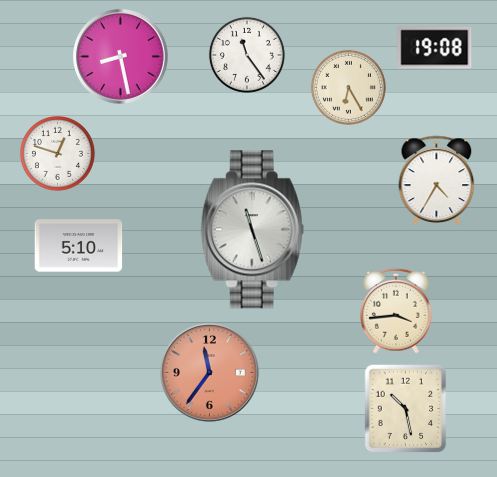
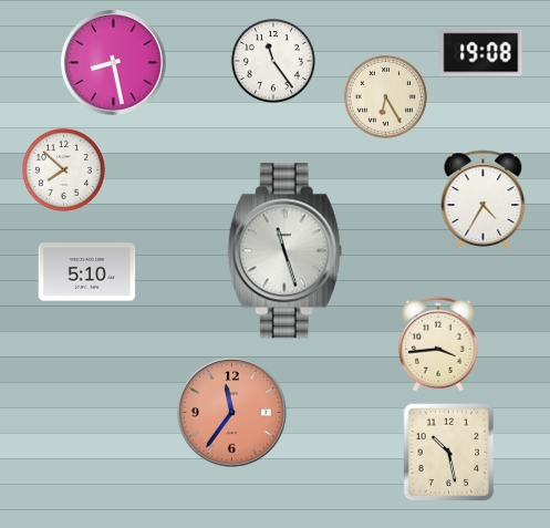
clock at (121, 57) position: (121, 57) -> (114, 63)
clock at (57, 153): 12:48 -> 7:52
clock at (252, 230) position: (252, 230) -> (284, 251)
